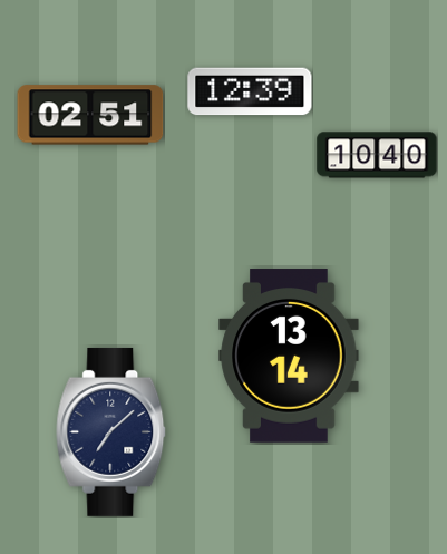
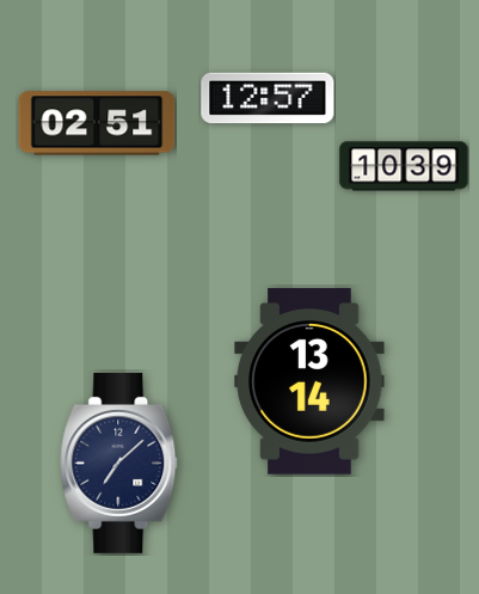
clock at (250, 91): 12:39 -> 12:57
clock at (377, 155): 10:40 -> 10:39
